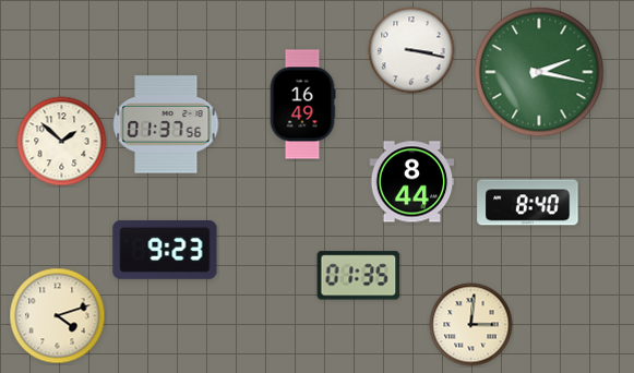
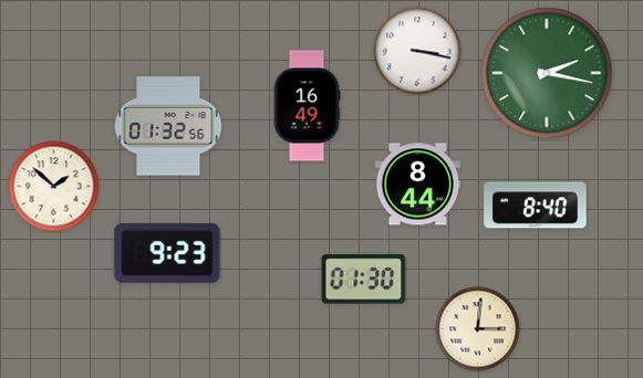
clock at (166, 124): 01:37 -> 01:32
clock at (62, 142) position: (62, 142) -> (54, 187)
clock at (359, 276): 01:35 -> 01:30
clock at (58, 316): 4:12 -> none
